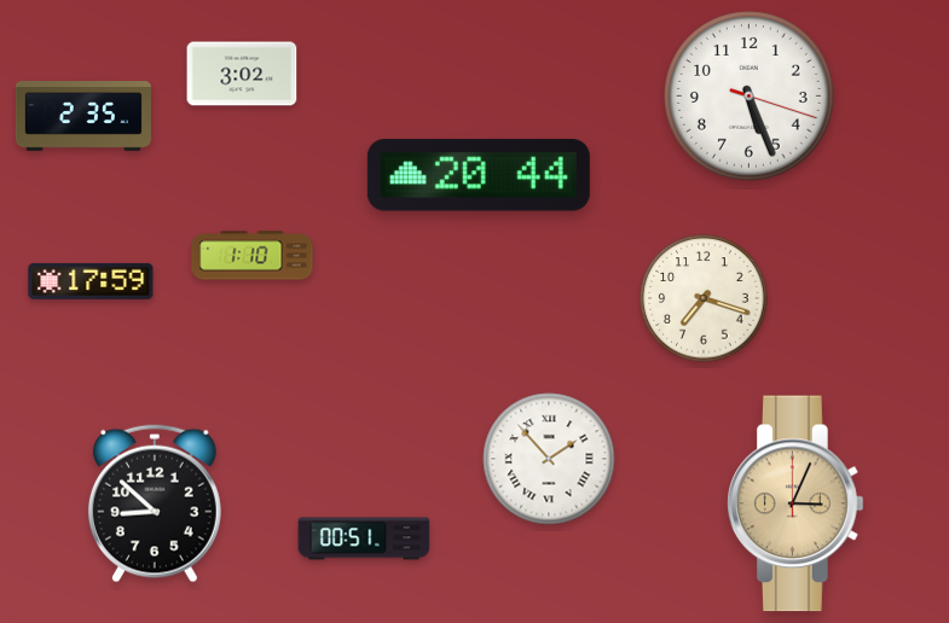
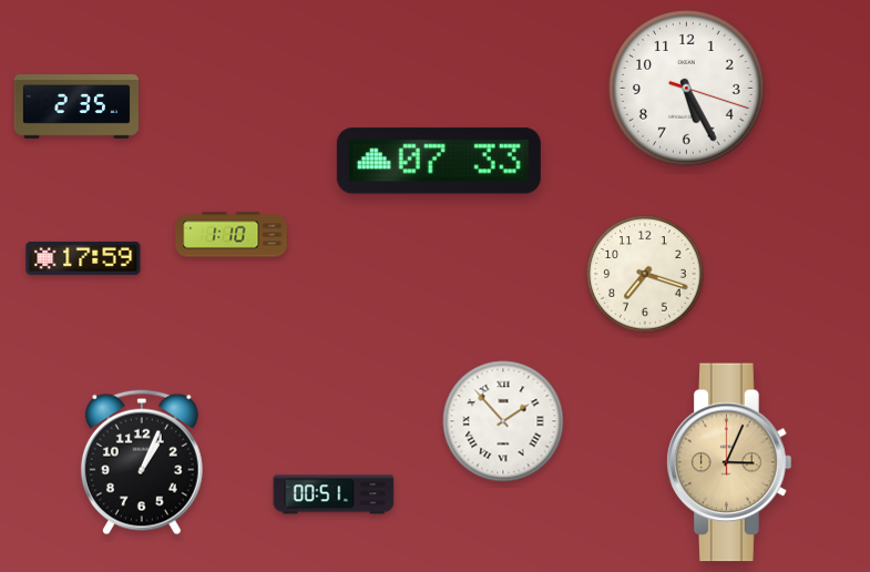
clock at (242, 74): 3:02 -> none
clock at (750, 97): 5:26 -> 5:25
clock at (479, 175): 20:44 -> 07:33
clock at (155, 503): 8:52 -> 1:04
